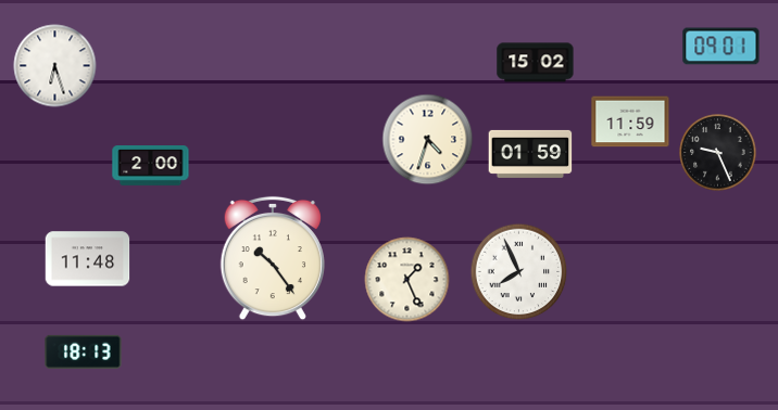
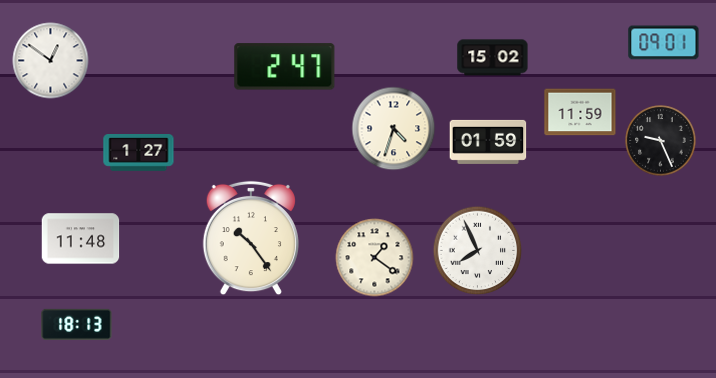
clock at (55, 66): 6:27 -> 12:51
clock at (285, 67): none -> 2:47
clock at (151, 166): 2:00 -> 1:27
clock at (407, 280): 1:26 -> 1:21
